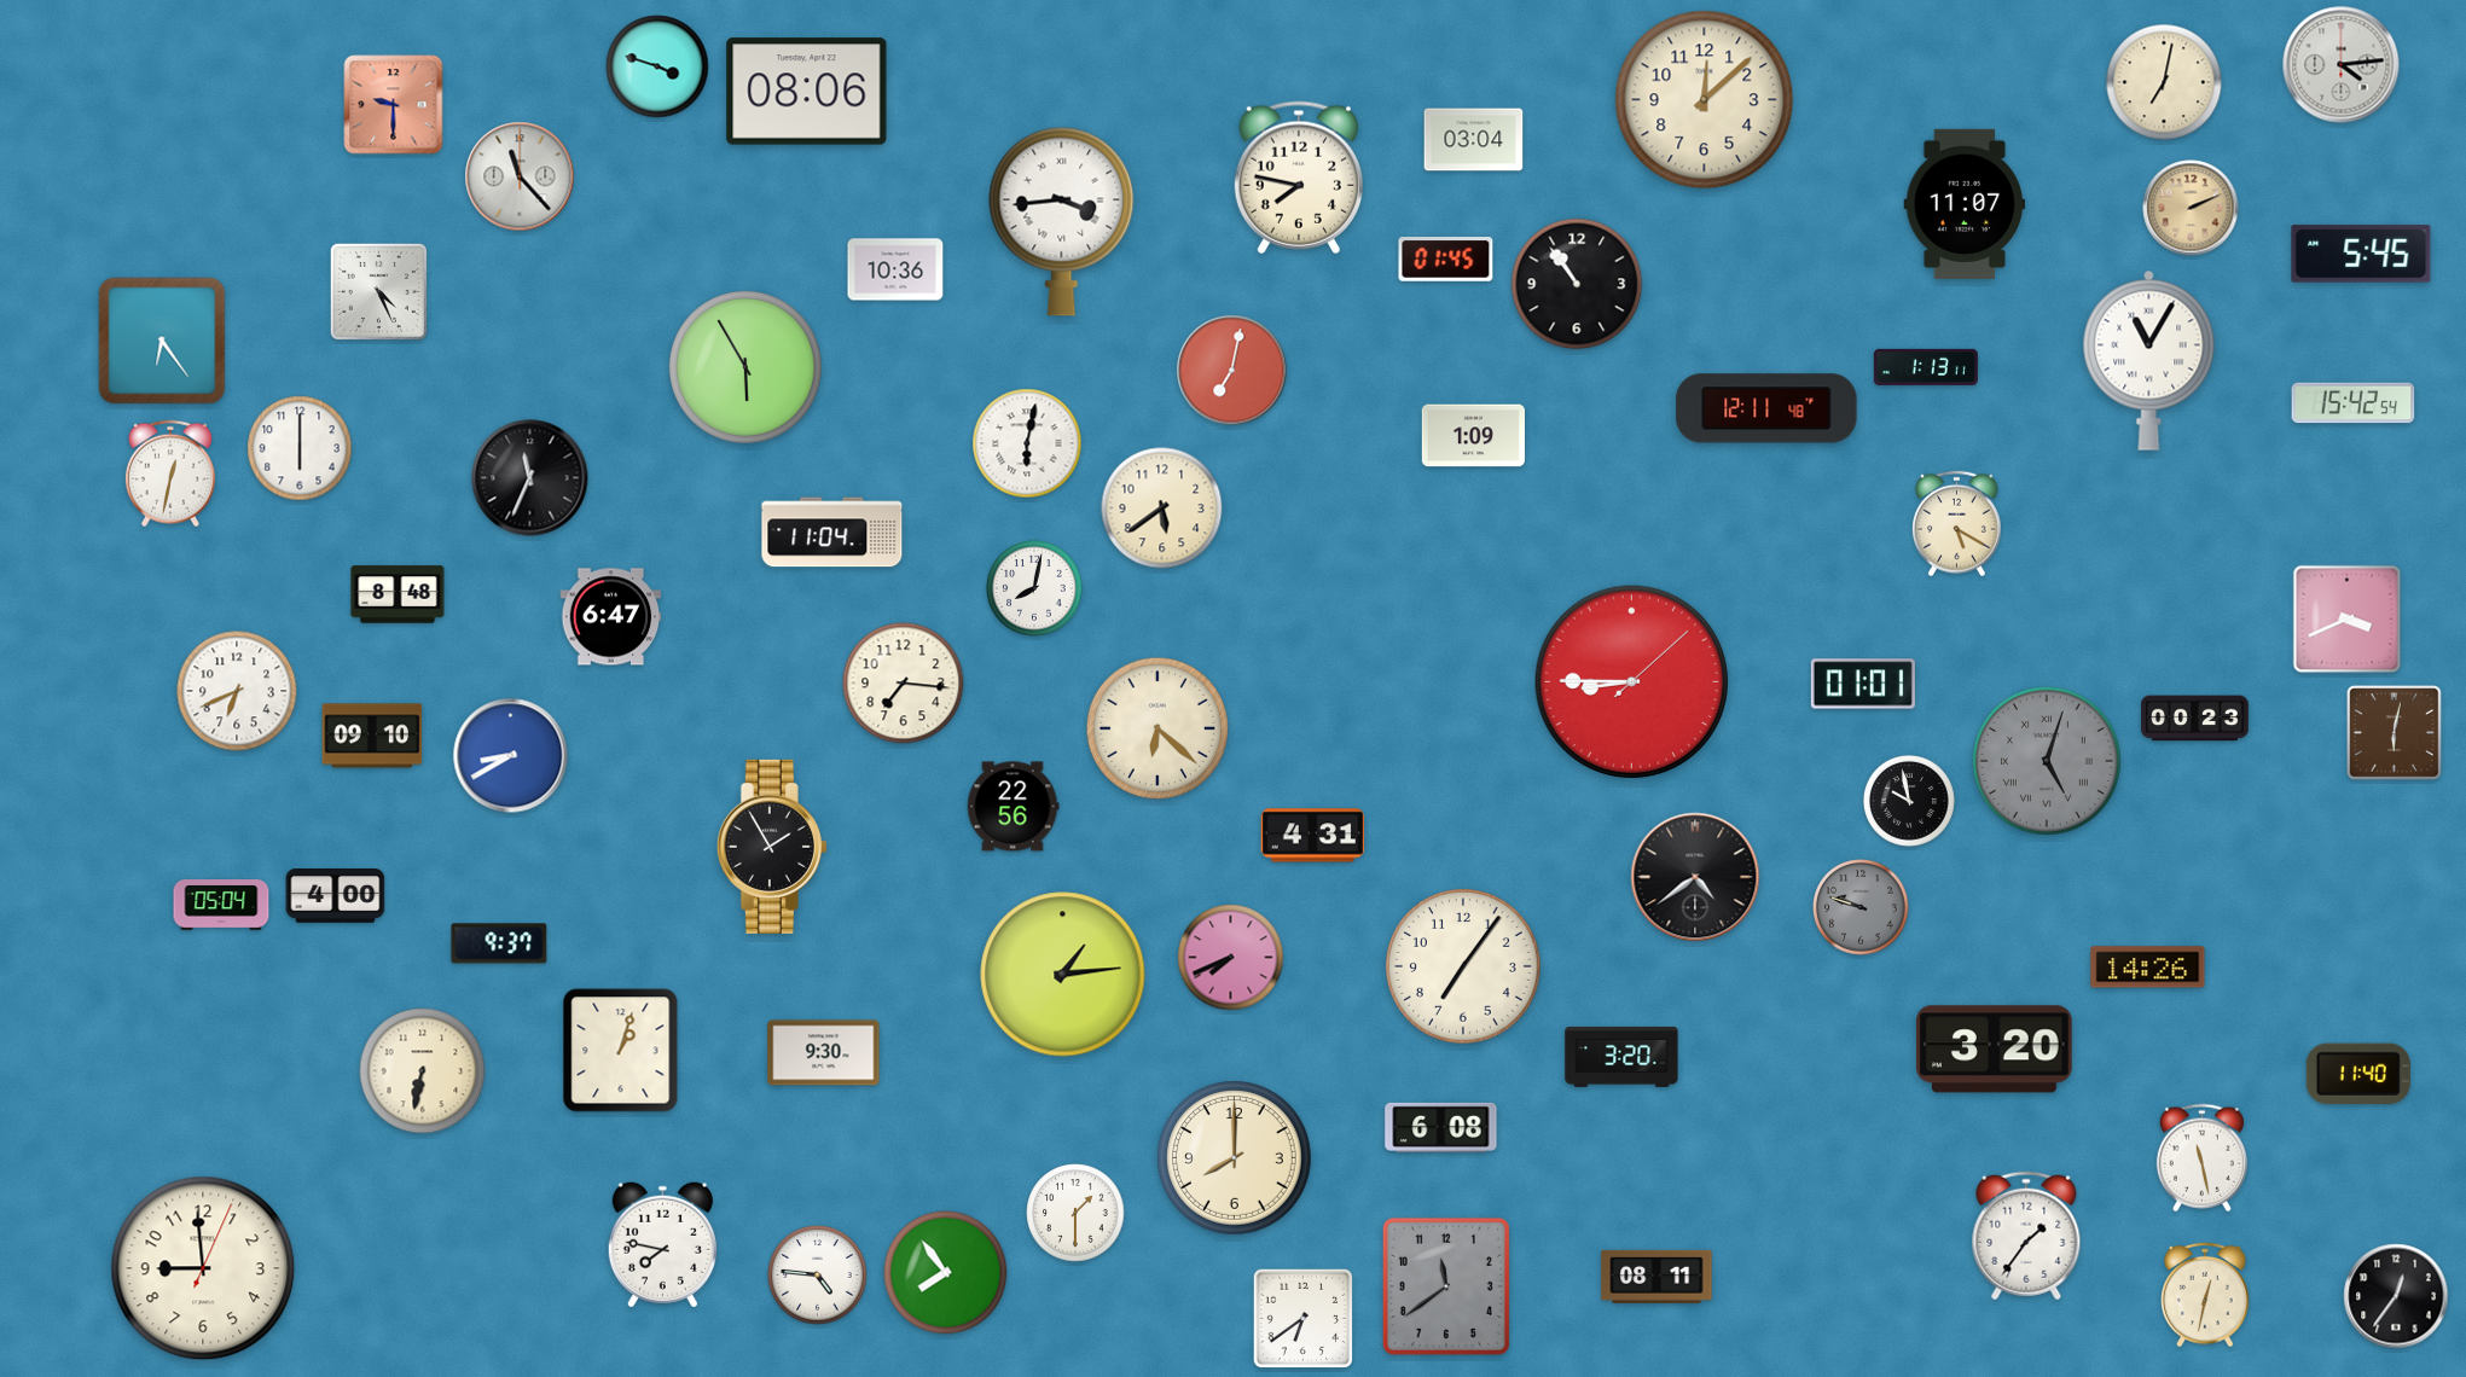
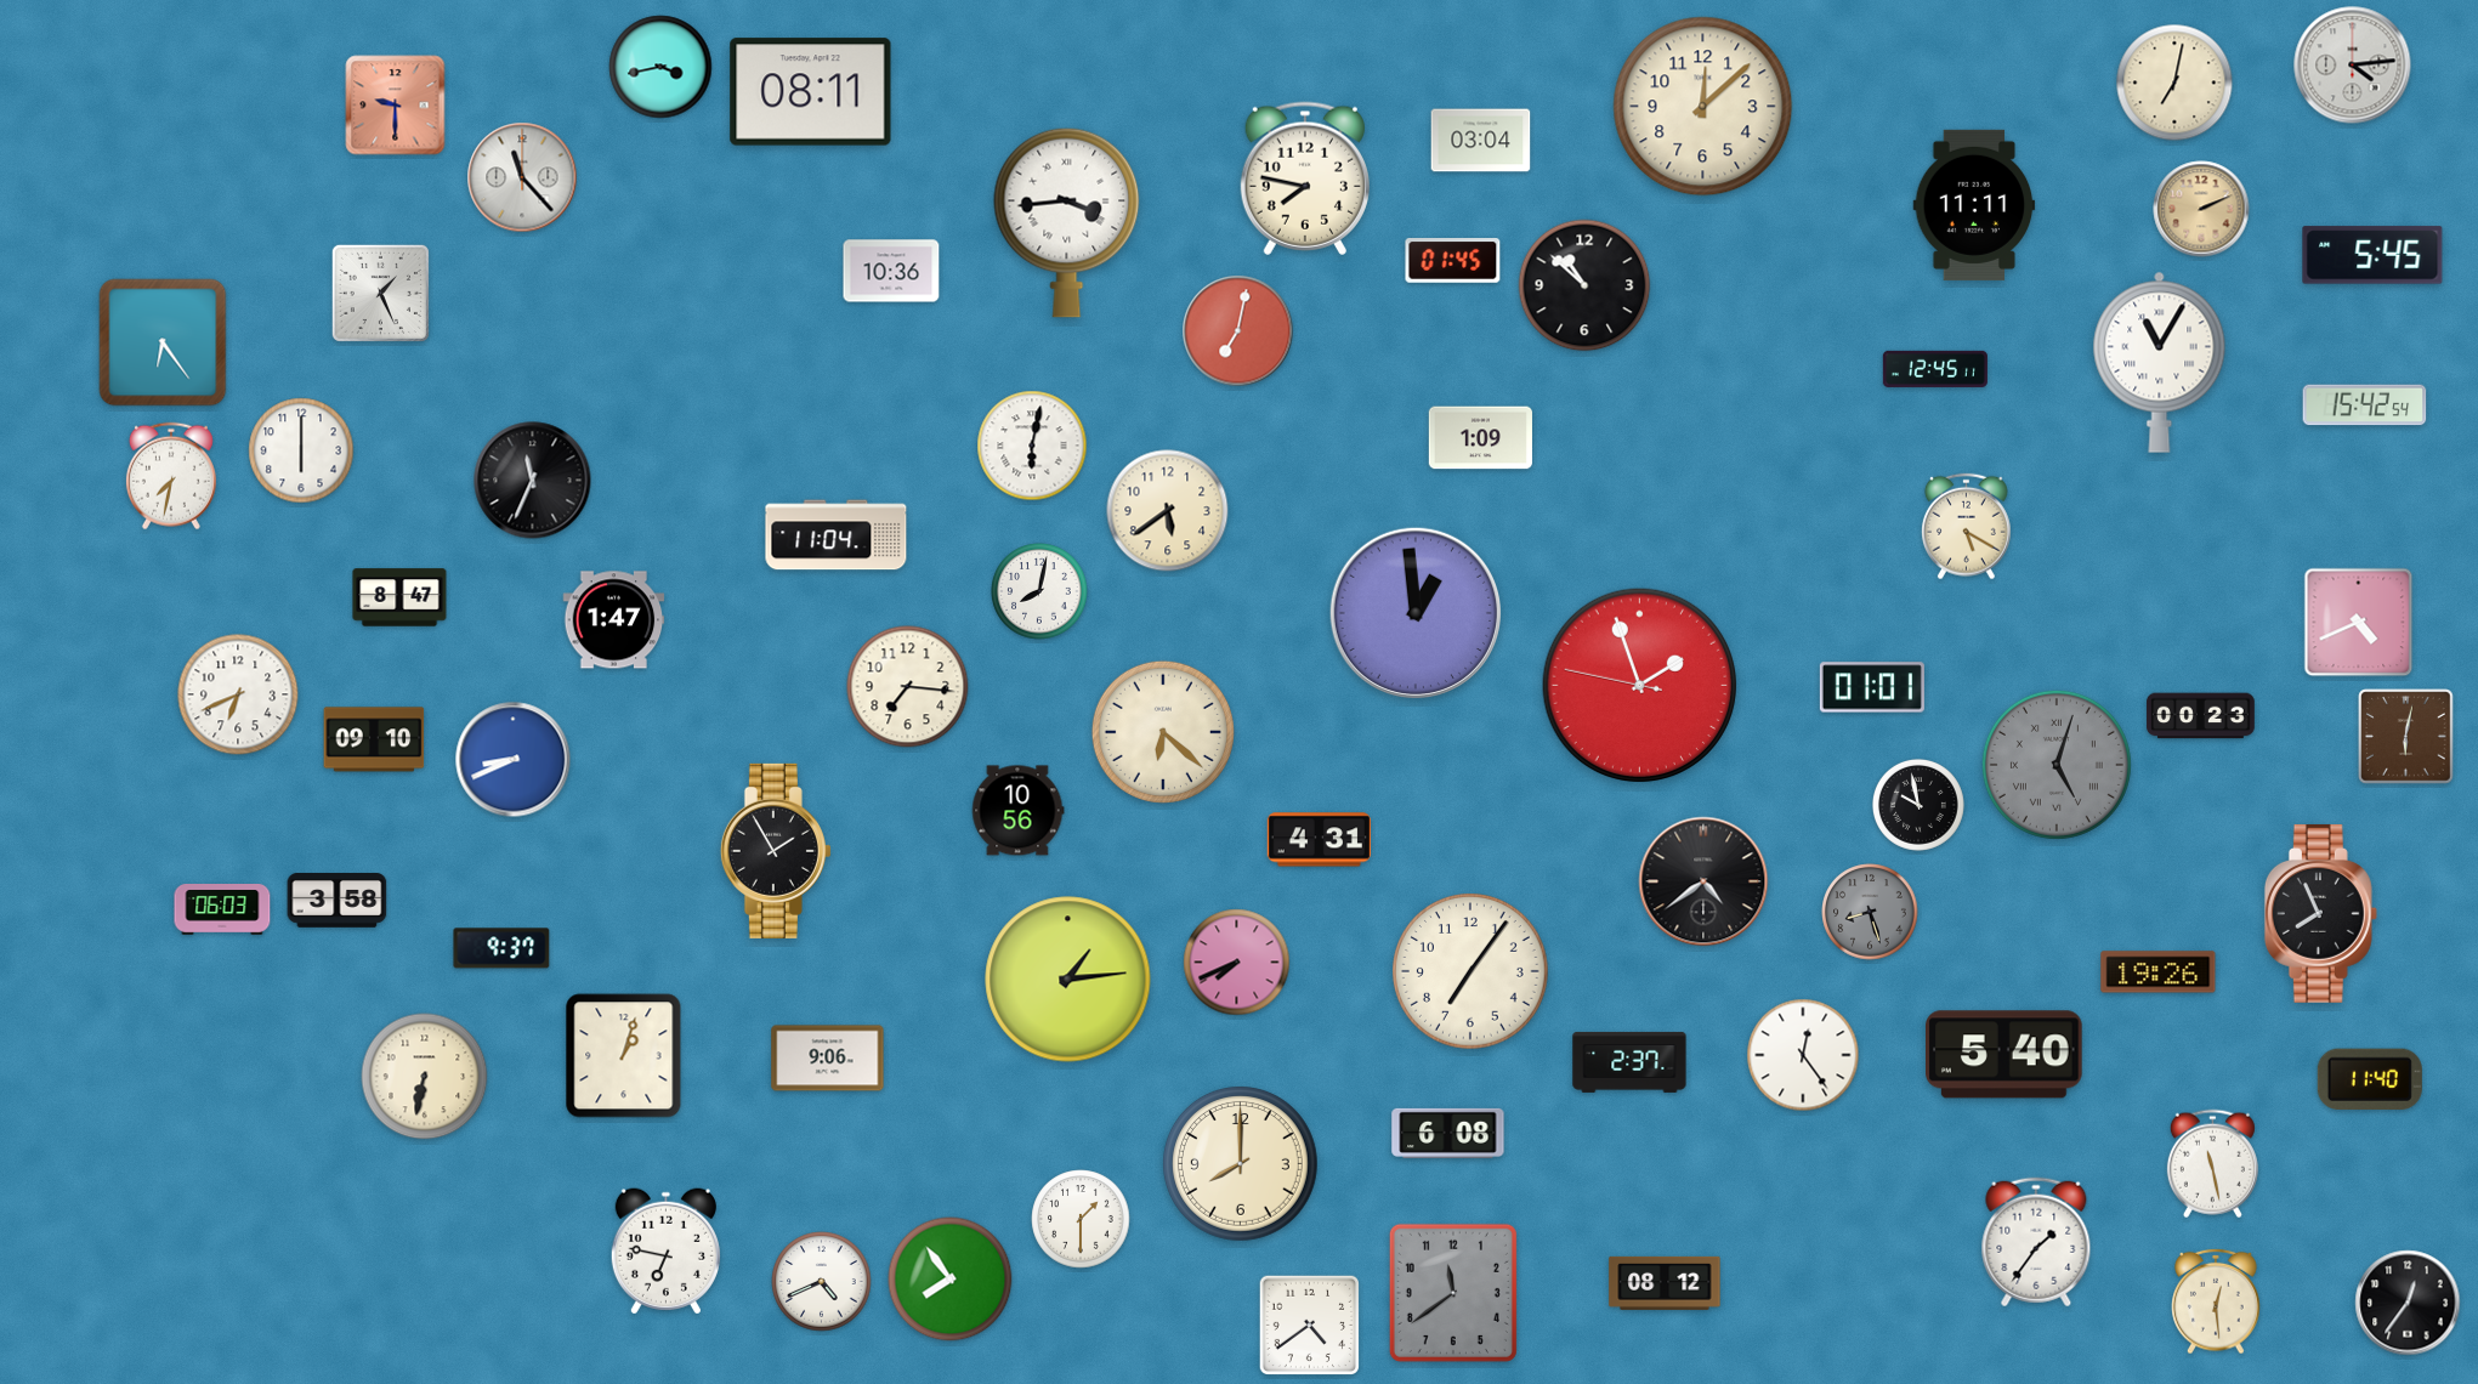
clock at (657, 66): 3:48 -> 3:43
clock at (807, 92): 08:06 -> 08:11
clock at (1705, 100) position: (1705, 100) -> (1703, 107)
clock at (1965, 204): 11:07 -> 11:11
clock at (895, 269) position: (895, 269) -> (891, 271)
clock at (1577, 284): 10:54 -> 10:52
clock at (378, 291): 4:26 -> 1:26
clock at (1926, 367): 1:13 -> 12:45
clock at (747, 368): 5:55 -> none
clock at (1232, 371) position: (1232, 371) -> (1238, 331)
clock at (1766, 408): 12:11 -> none
clock at (170, 473): 12:32 -> 7:32
clock at (398, 594): 8:48 -> 8:47
clock at (1414, 612): none -> 12:59
clock at (611, 617): 6:47 -> 1:47
clock at (2348, 620): 3:41 -> 4:41
clock at (1631, 681): 8:45 -> 1:56
clock at (2195, 719) position: (2195, 719) -> (2201, 716)
clock at (511, 756): 8:40 -> 8:41
clock at (1012, 807): 22:56 -> 10:56
clock at (336, 896): 4:00 -> 3:58
clock at (221, 906): 05:04 -> 06:03
clock at (1861, 907): 9:48 -> 8:27
clock at (2320, 913): none -> 7:56
clock at (2148, 968): 14:26 -> 19:26
clock at (1803, 1055): none -> 12:24
clock at (1995, 1050): 3:20 -> 5:40
clock at (824, 1053): 9:30 -> 9:06
clock at (1621, 1057): 3:20 -> 2:37
clock at (662, 1245): 7:47 -> 6:47
clock at (203, 1268): 8:59 -> none
clock at (818, 1276): 4:46 -> 4:41
clock at (1656, 1277): 08:11 -> 08:12
clock at (2205, 1295): 12:32 -> 12:29
clock at (1302, 1318): 6:39 -> 4:39
